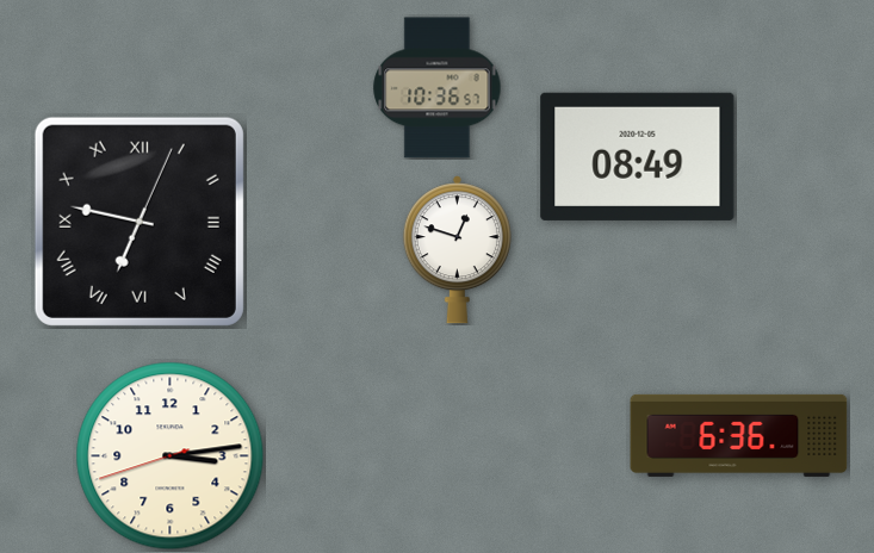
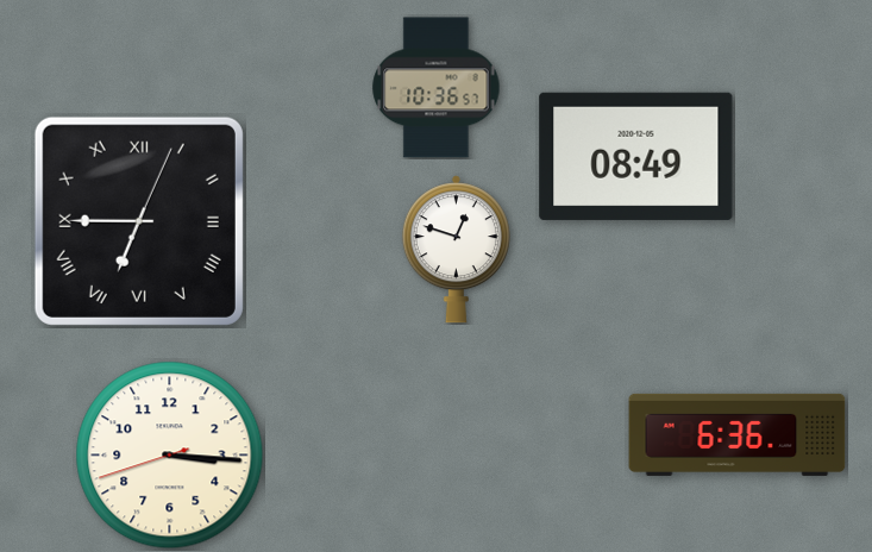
clock at (140, 222): 6:47 -> 6:45
clock at (171, 456): 3:13 -> 3:15
